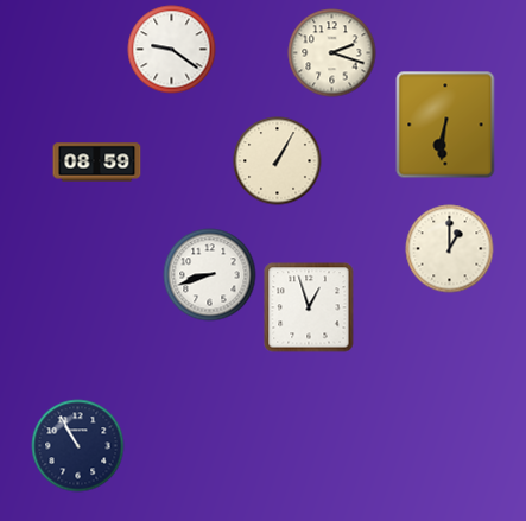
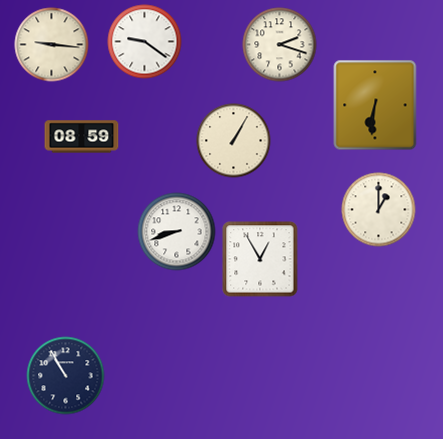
clock at (52, 45): none -> 9:16
clock at (278, 161) position: (278, 161) -> (234, 141)
clock at (309, 307): 12:57 -> 12:55
